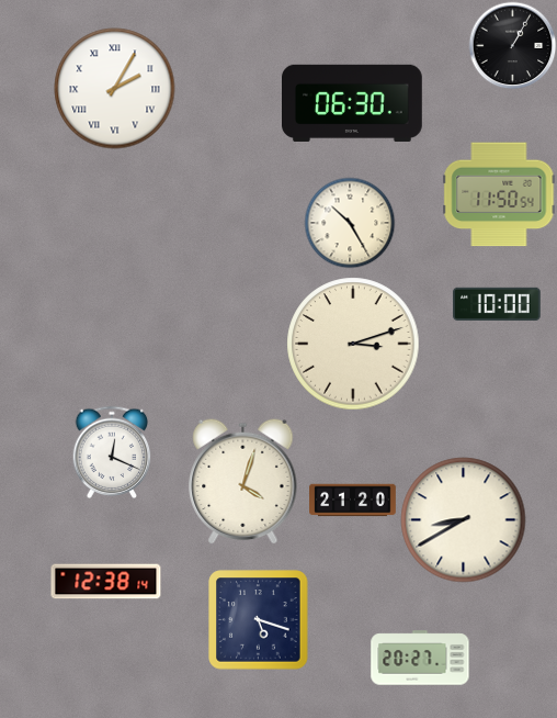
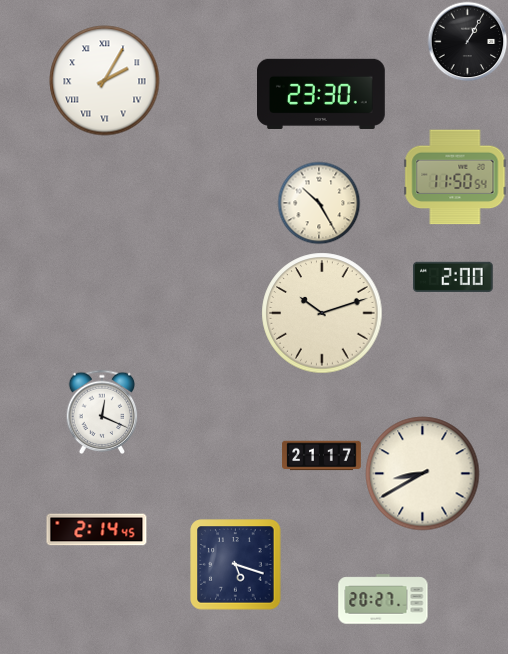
clock at (353, 103): 06:30 -> 23:30
clock at (498, 304): 10:00 -> 2:00
clock at (353, 344): 3:12 -> 10:12
clock at (243, 481): 4:03 -> none
clock at (353, 501): 21:20 -> 21:17
clock at (106, 582): 12:38 -> 2:14
